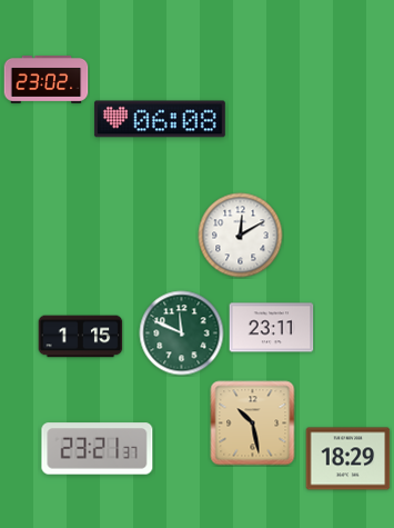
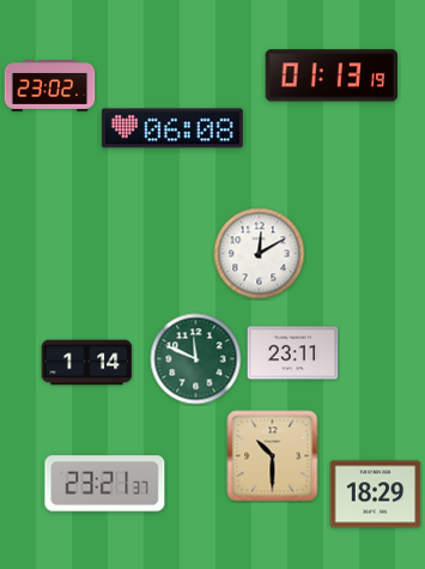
clock at (330, 75): none -> 01:13
clock at (81, 337): 1:15 -> 1:14
clock at (253, 424): 10:28 -> 10:30
